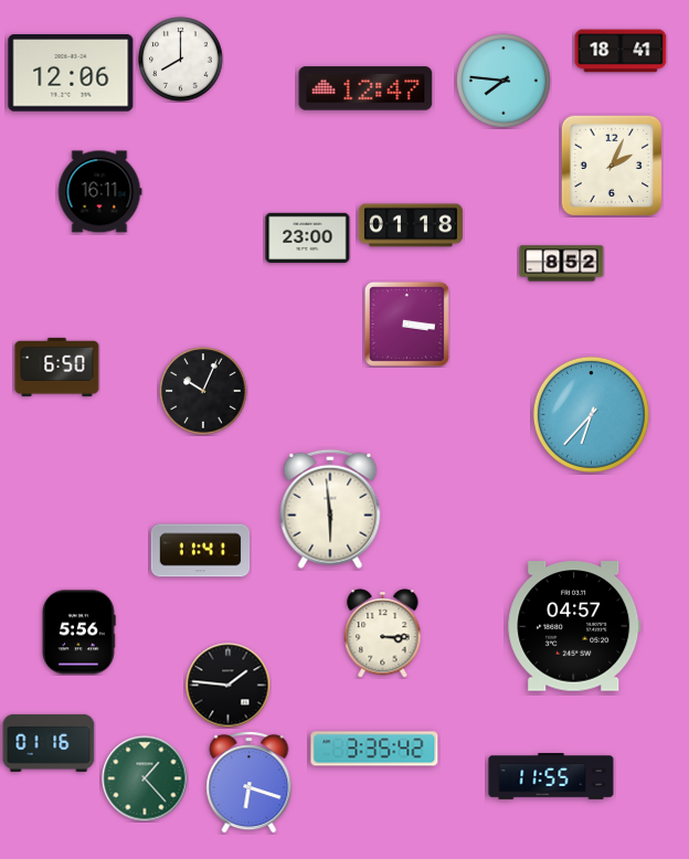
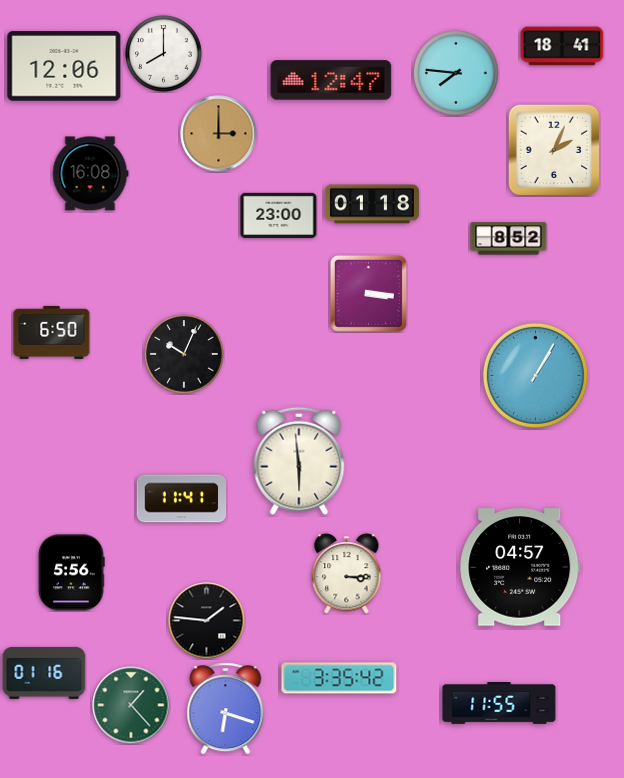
clock at (219, 134): none -> 3:00
clock at (99, 192): 16:11 -> 16:08
clock at (591, 414): 6:37 -> 1:05
